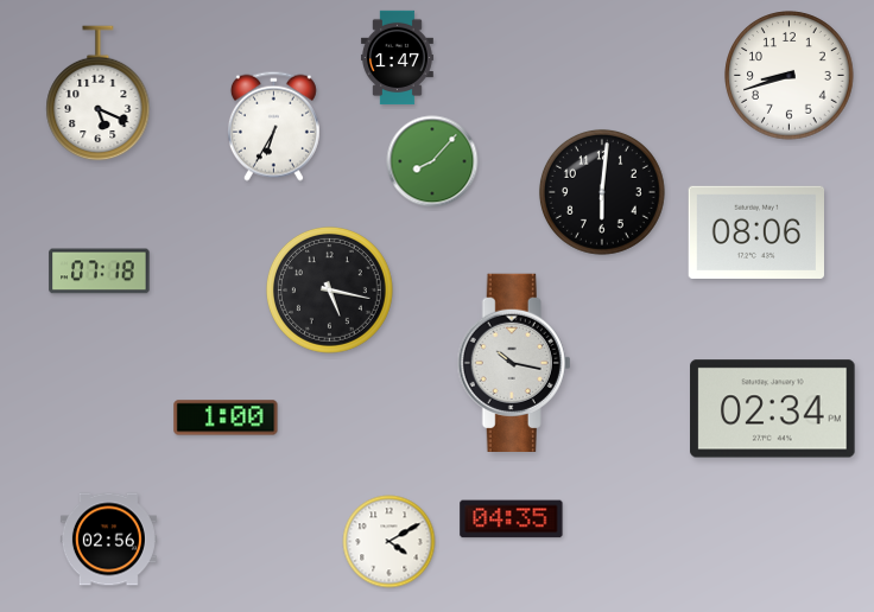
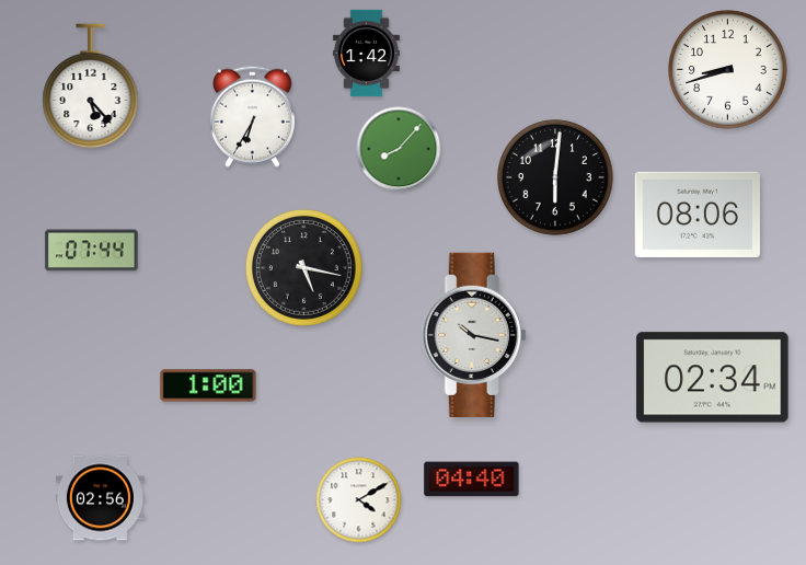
clock at (397, 58): 1:47 -> 1:42
clock at (99, 94): 5:19 -> 5:23
clock at (100, 272): 07:18 -> 07:44
clock at (512, 519): 04:35 -> 04:40
